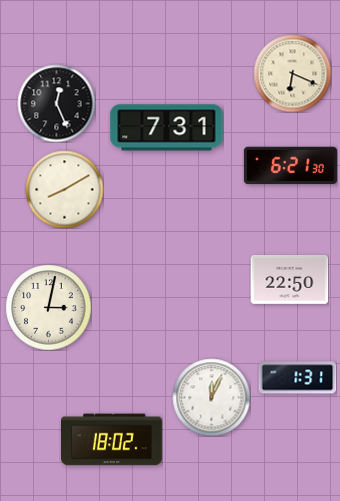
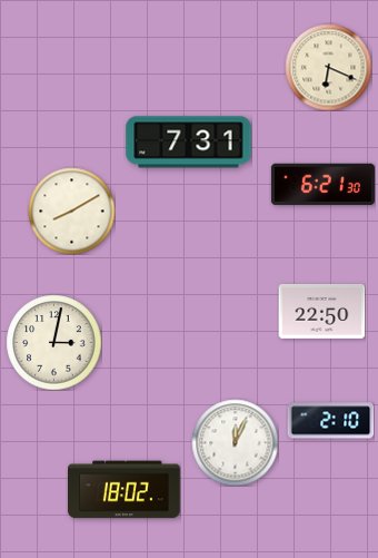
clock at (292, 73) position: (292, 73) -> (328, 67)
clock at (56, 103): 12:26 -> none
clock at (167, 128) position: (167, 128) -> (189, 143)
clock at (297, 378): 1:31 -> 2:10
